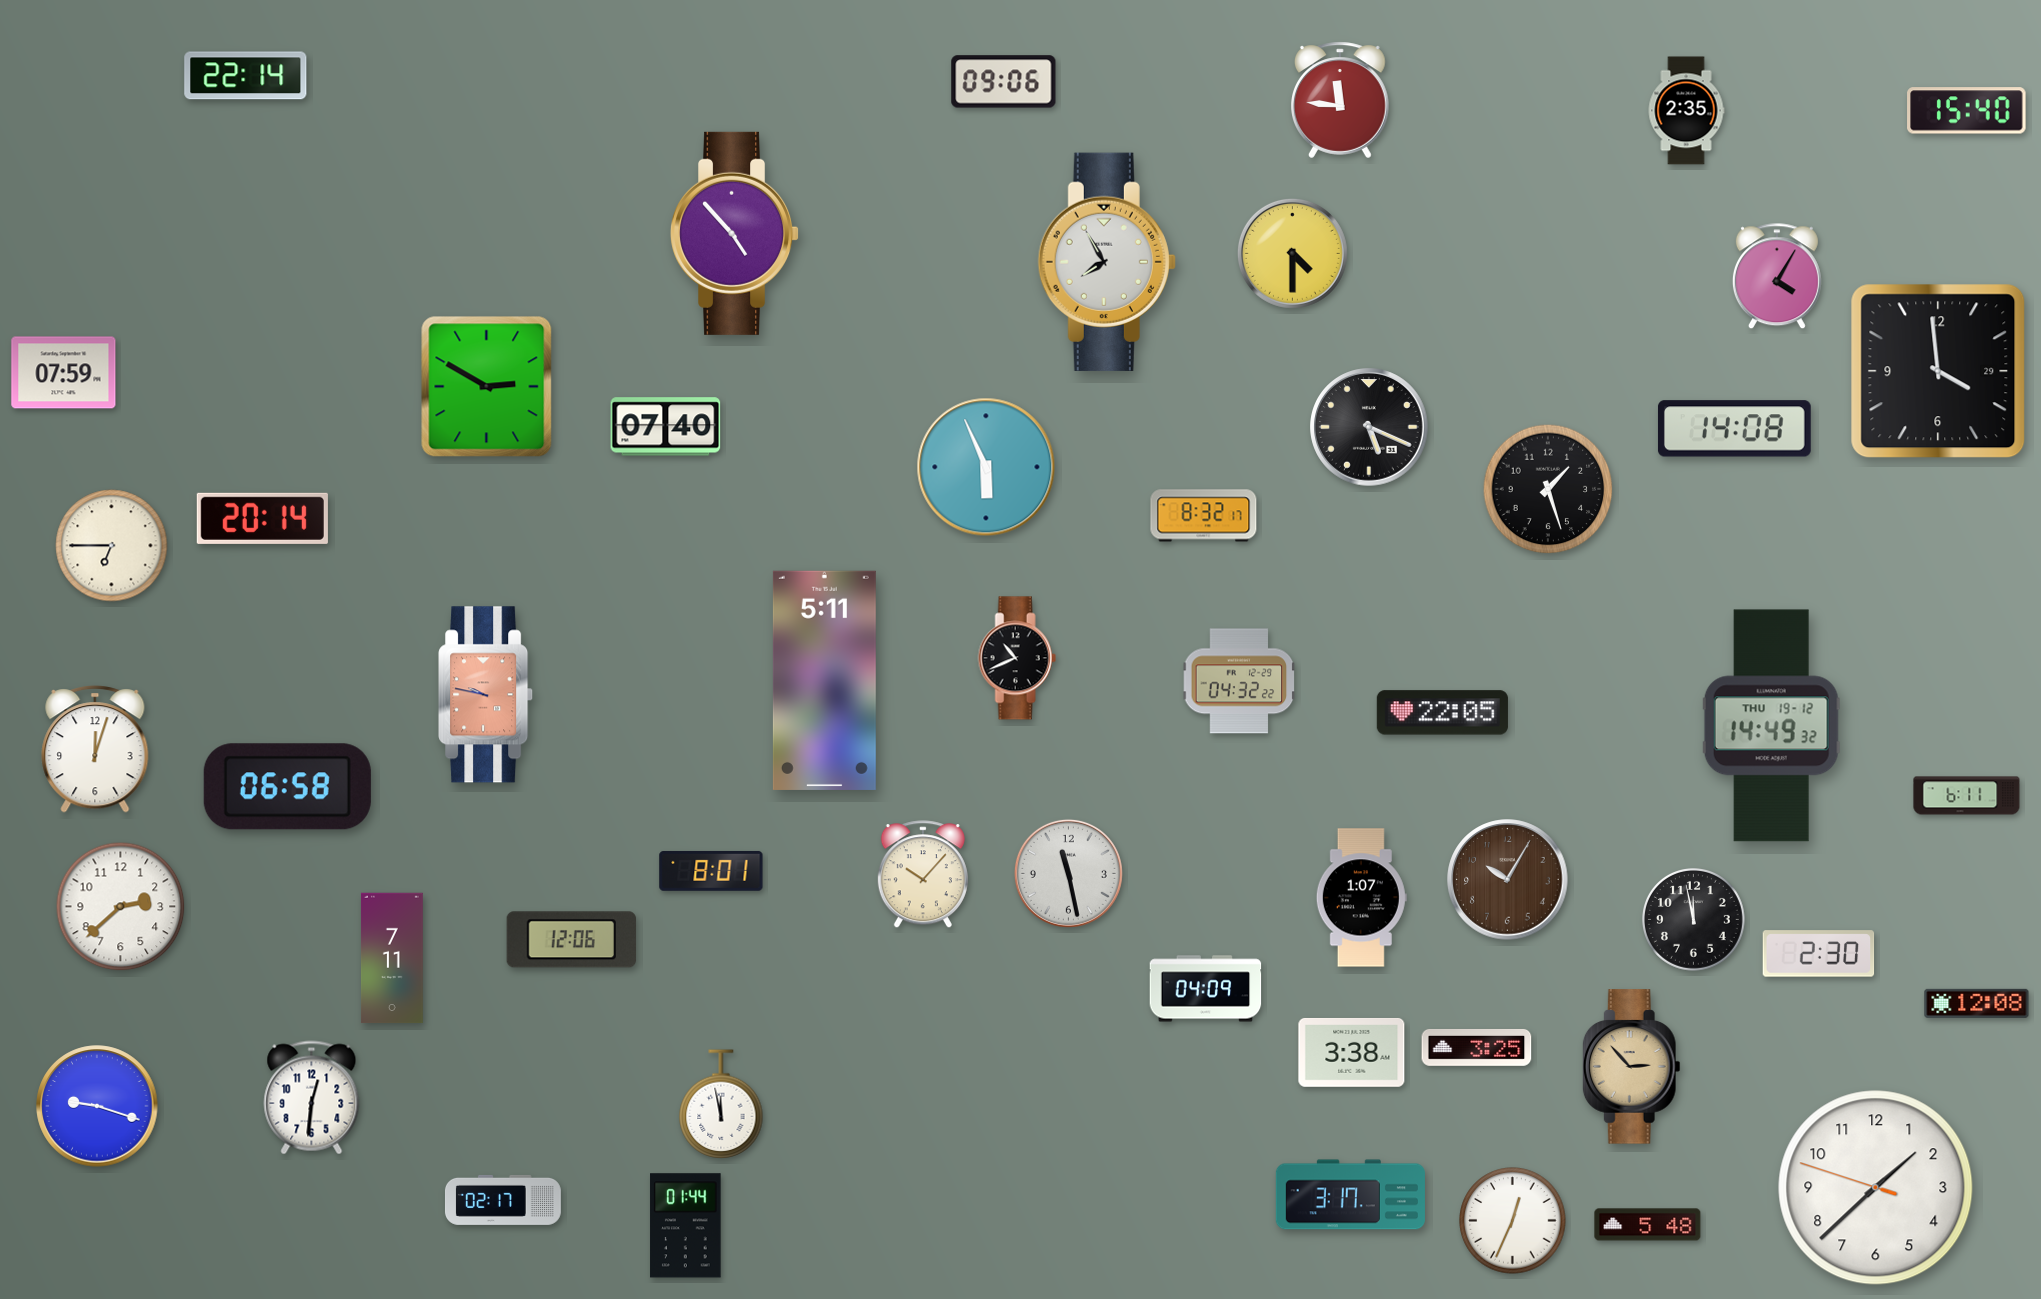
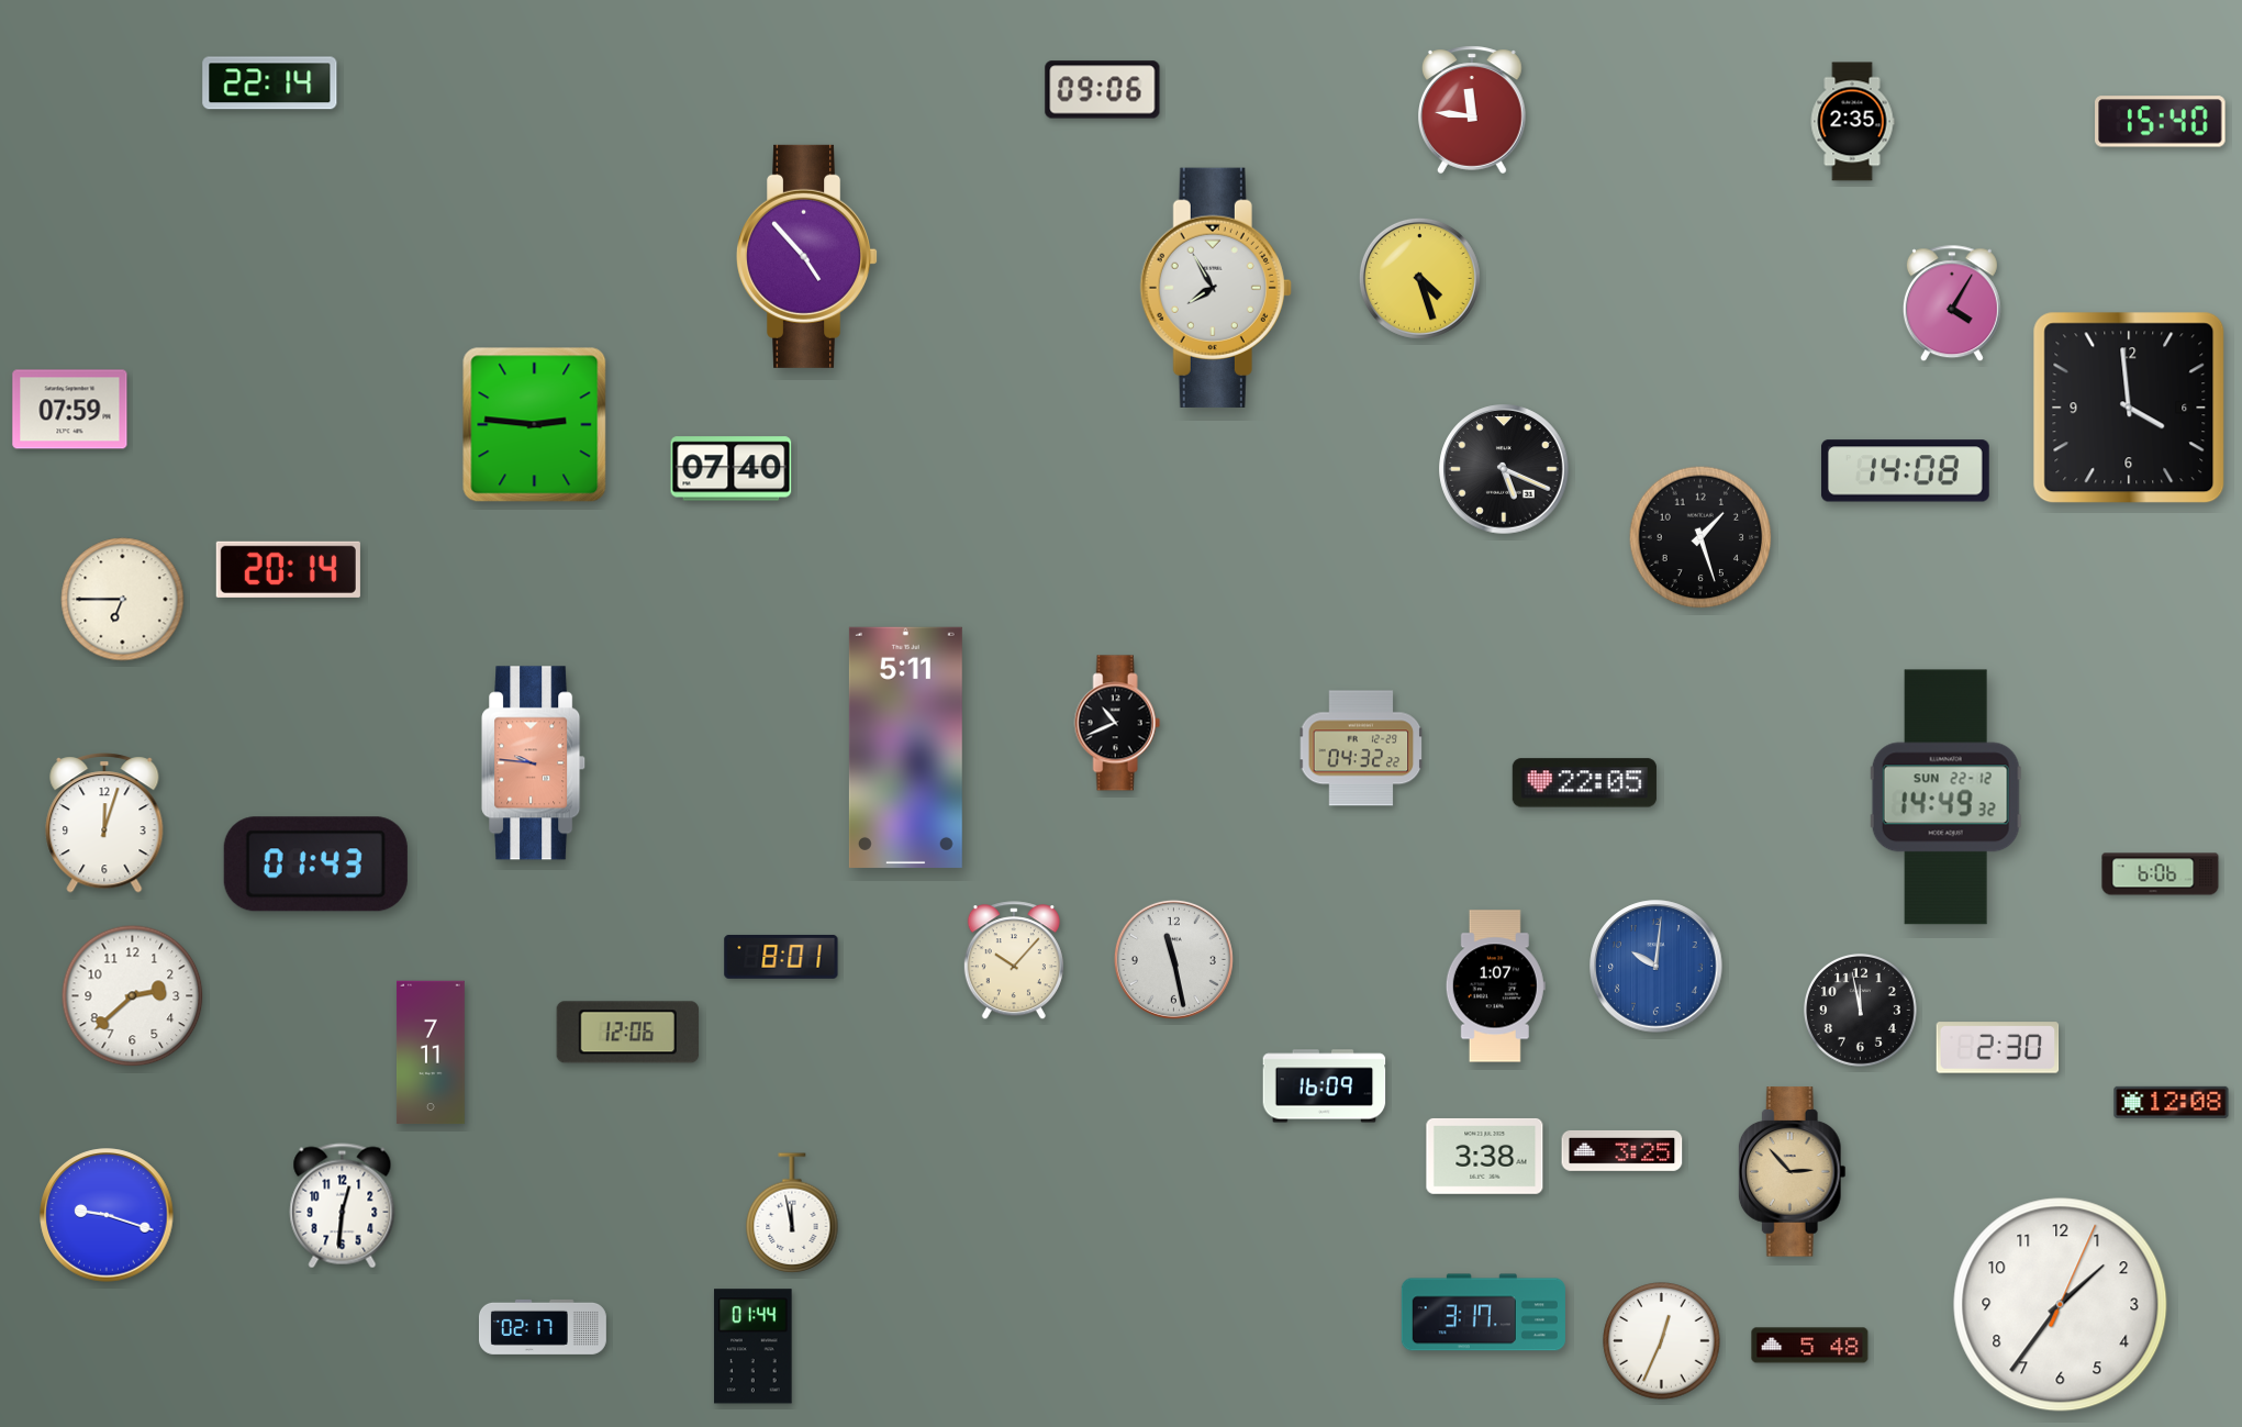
clock at (1292, 253): 4:30 -> 4:27
clock at (1938, 371) date: 29 -> 6
clock at (487, 387): 2:50 -> 2:46
clock at (986, 467): 5:56 -> none
clock at (1204, 516): 8:32 -> none
clock at (486, 695): 9:47 -> 9:46
clock at (1771, 726) date: THU 19-12 -> SUN 22-12
clock at (287, 787): 06:58 -> 01:43
clock at (1967, 796): 6:11 -> 6:06
clock at (1508, 880): 10:05 -> 10:01
clock at (1508, 880) dial: brown -> blue
clock at (1206, 989): 04:09 -> 16:09
clock at (1876, 1188): 1:37 -> 1:36
clock at (503, 1200) position: (503, 1200) -> (543, 1327)
